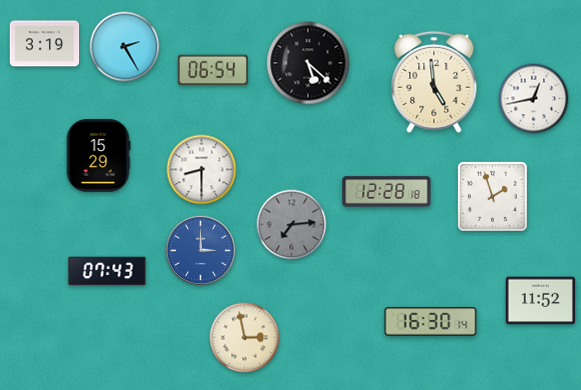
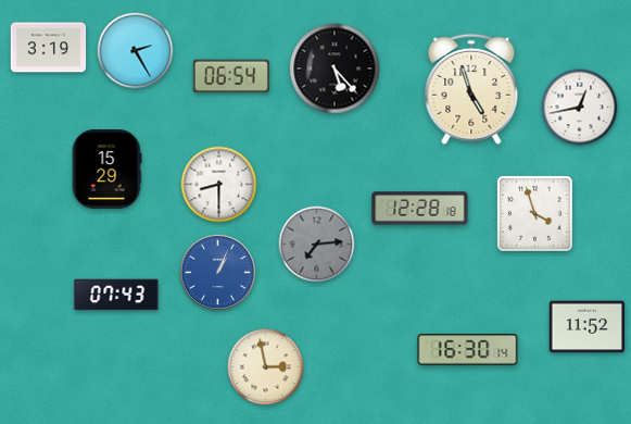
clock at (308, 63): 5:22 -> 5:23
clock at (434, 82): 4:59 -> 4:57
clock at (492, 196): 1:57 -> 3:57
clock at (200, 250): 3:00 -> 1:04
